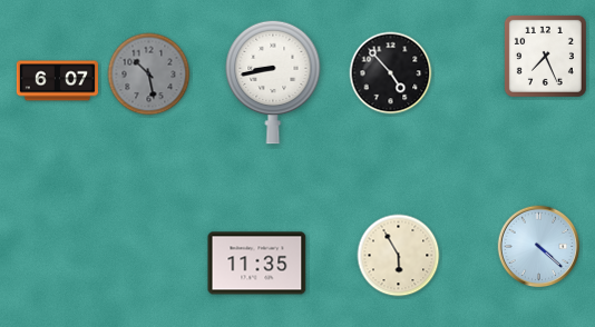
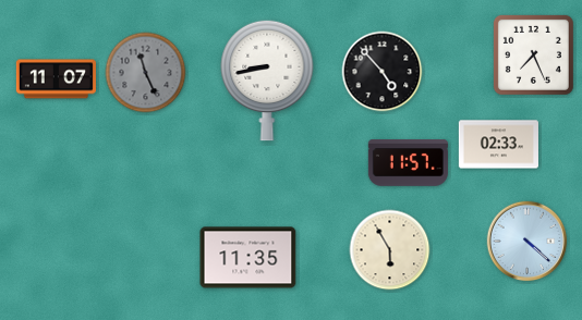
clock at (149, 75): 10:28 -> 11:26
clock at (57, 81): 6:07 -> 11:07
clock at (498, 145): none -> 02:33
clock at (408, 163): none -> 11:57
clock at (257, 264) position: (257, 264) -> (248, 258)
